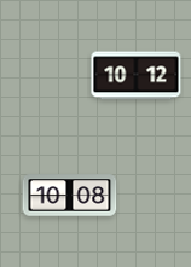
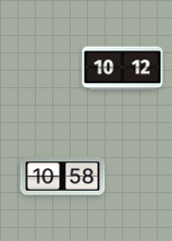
clock at (70, 196): 10:08 -> 10:58
